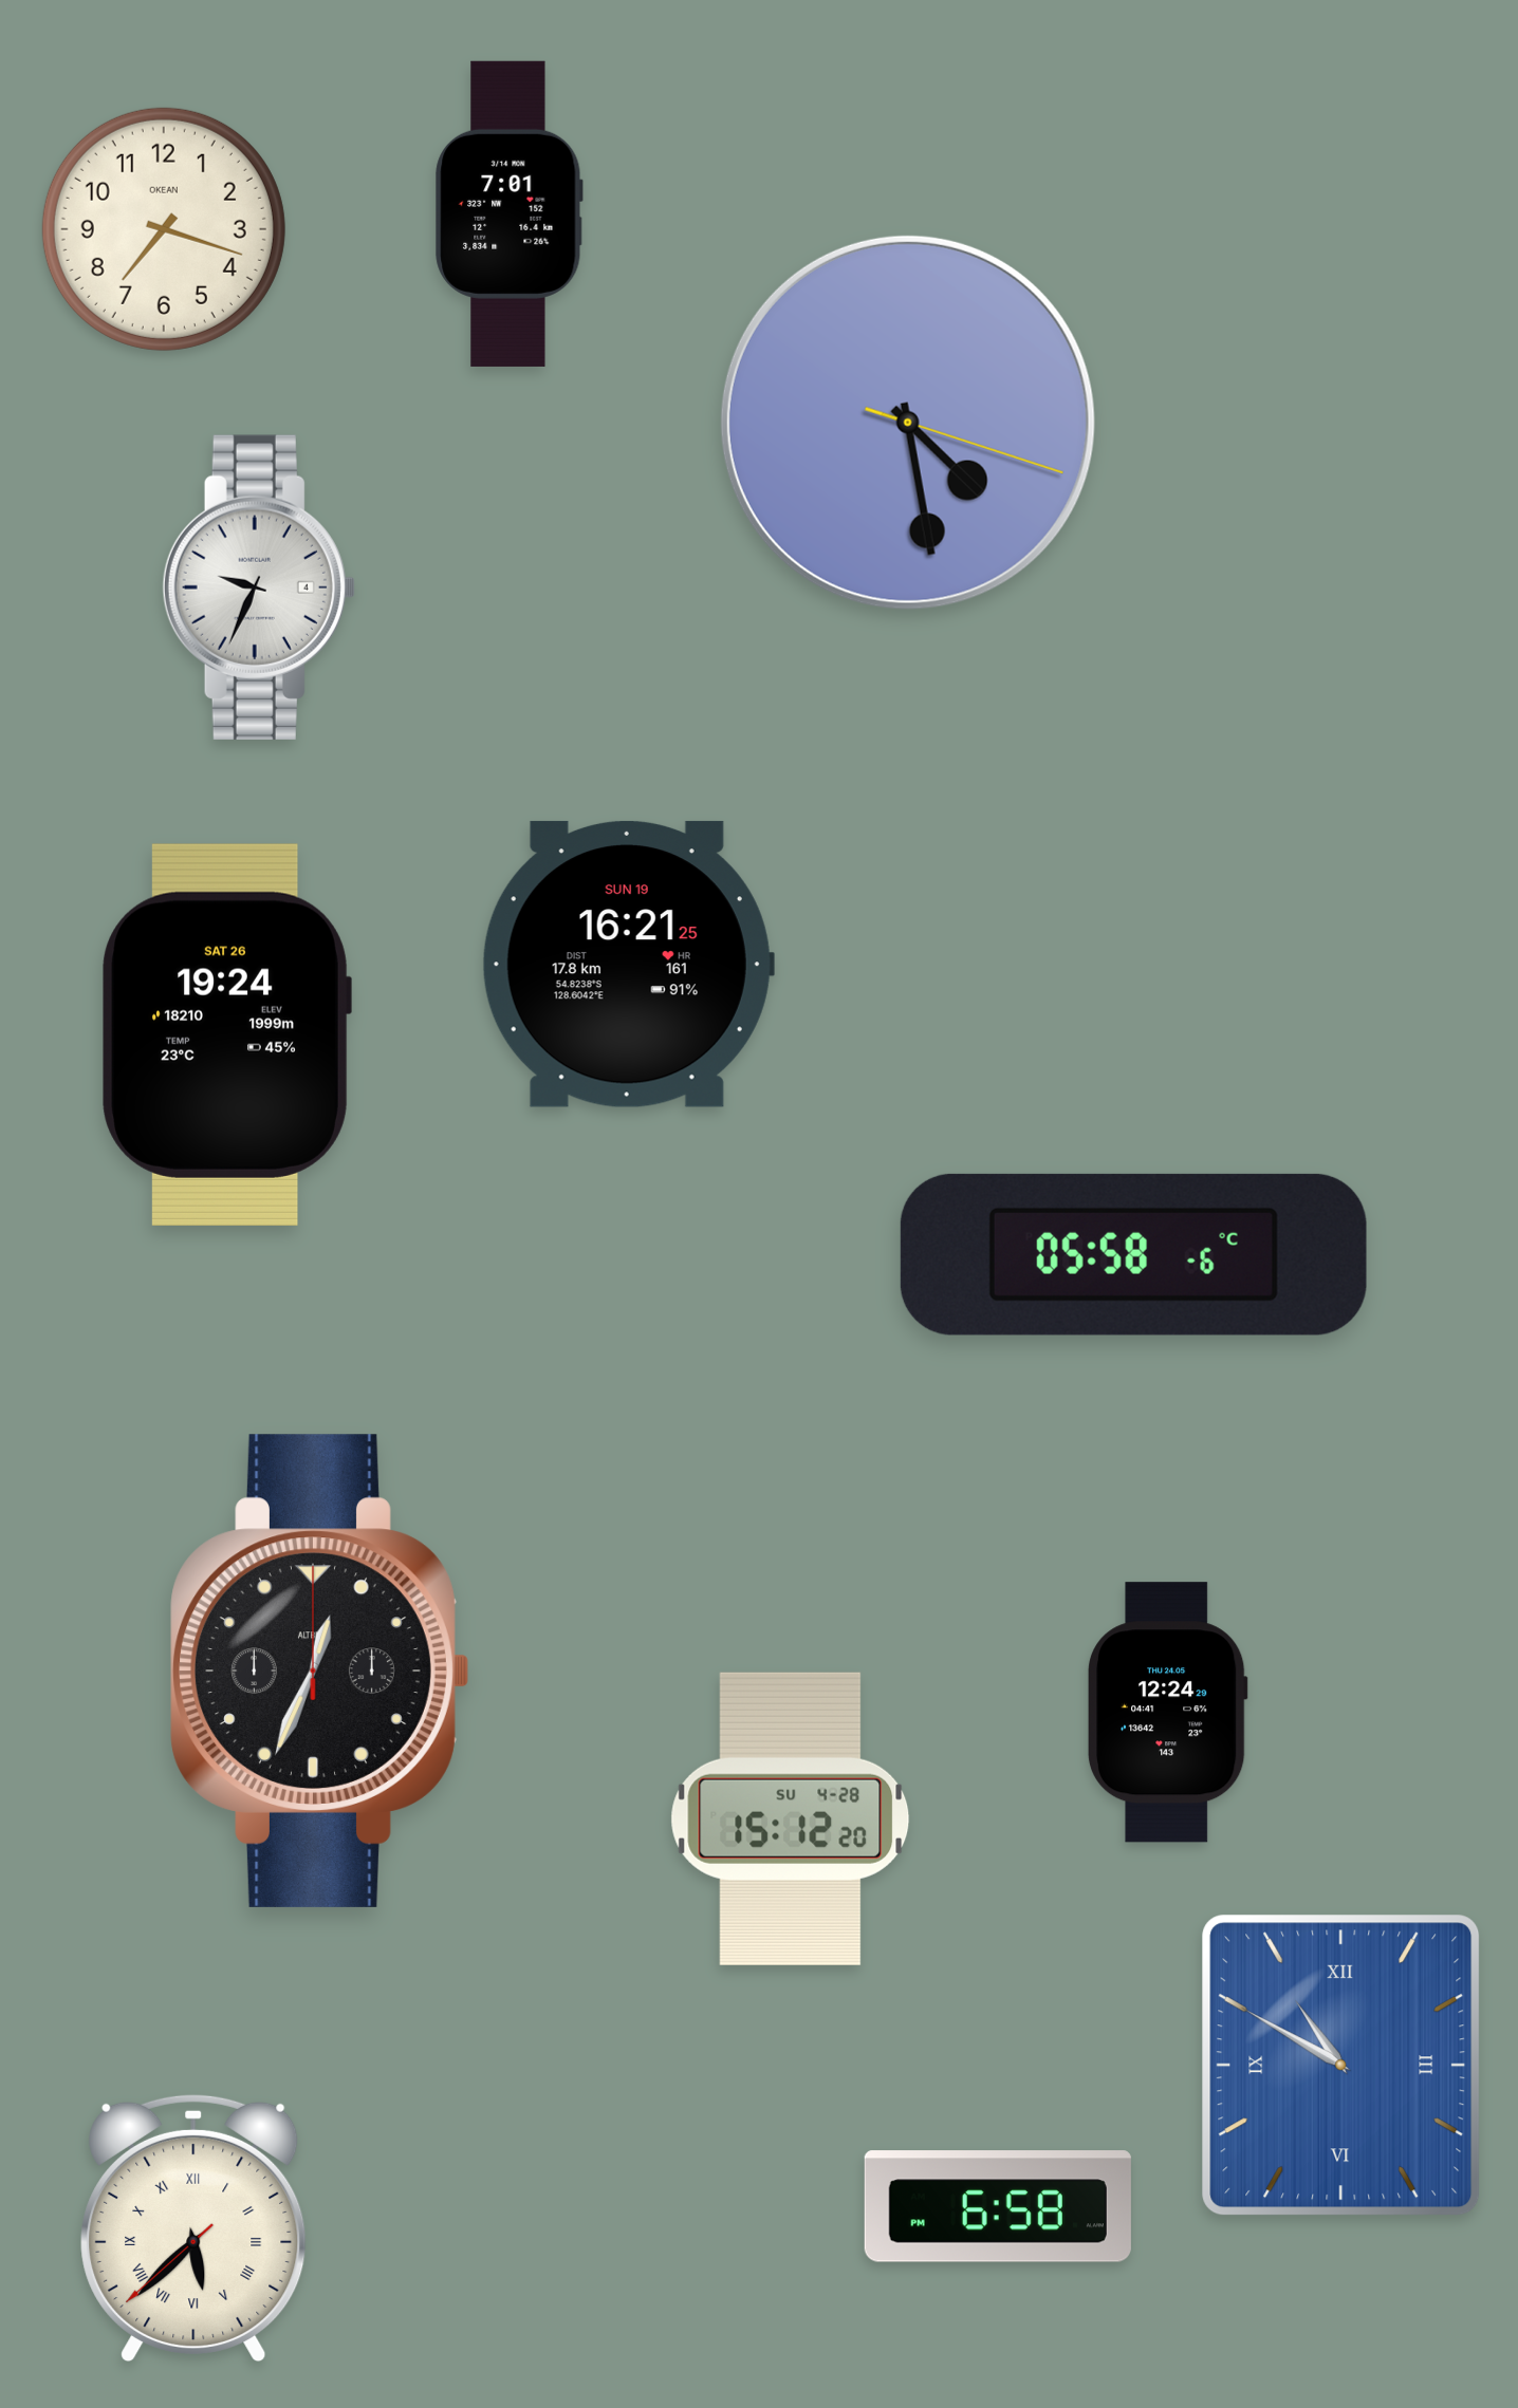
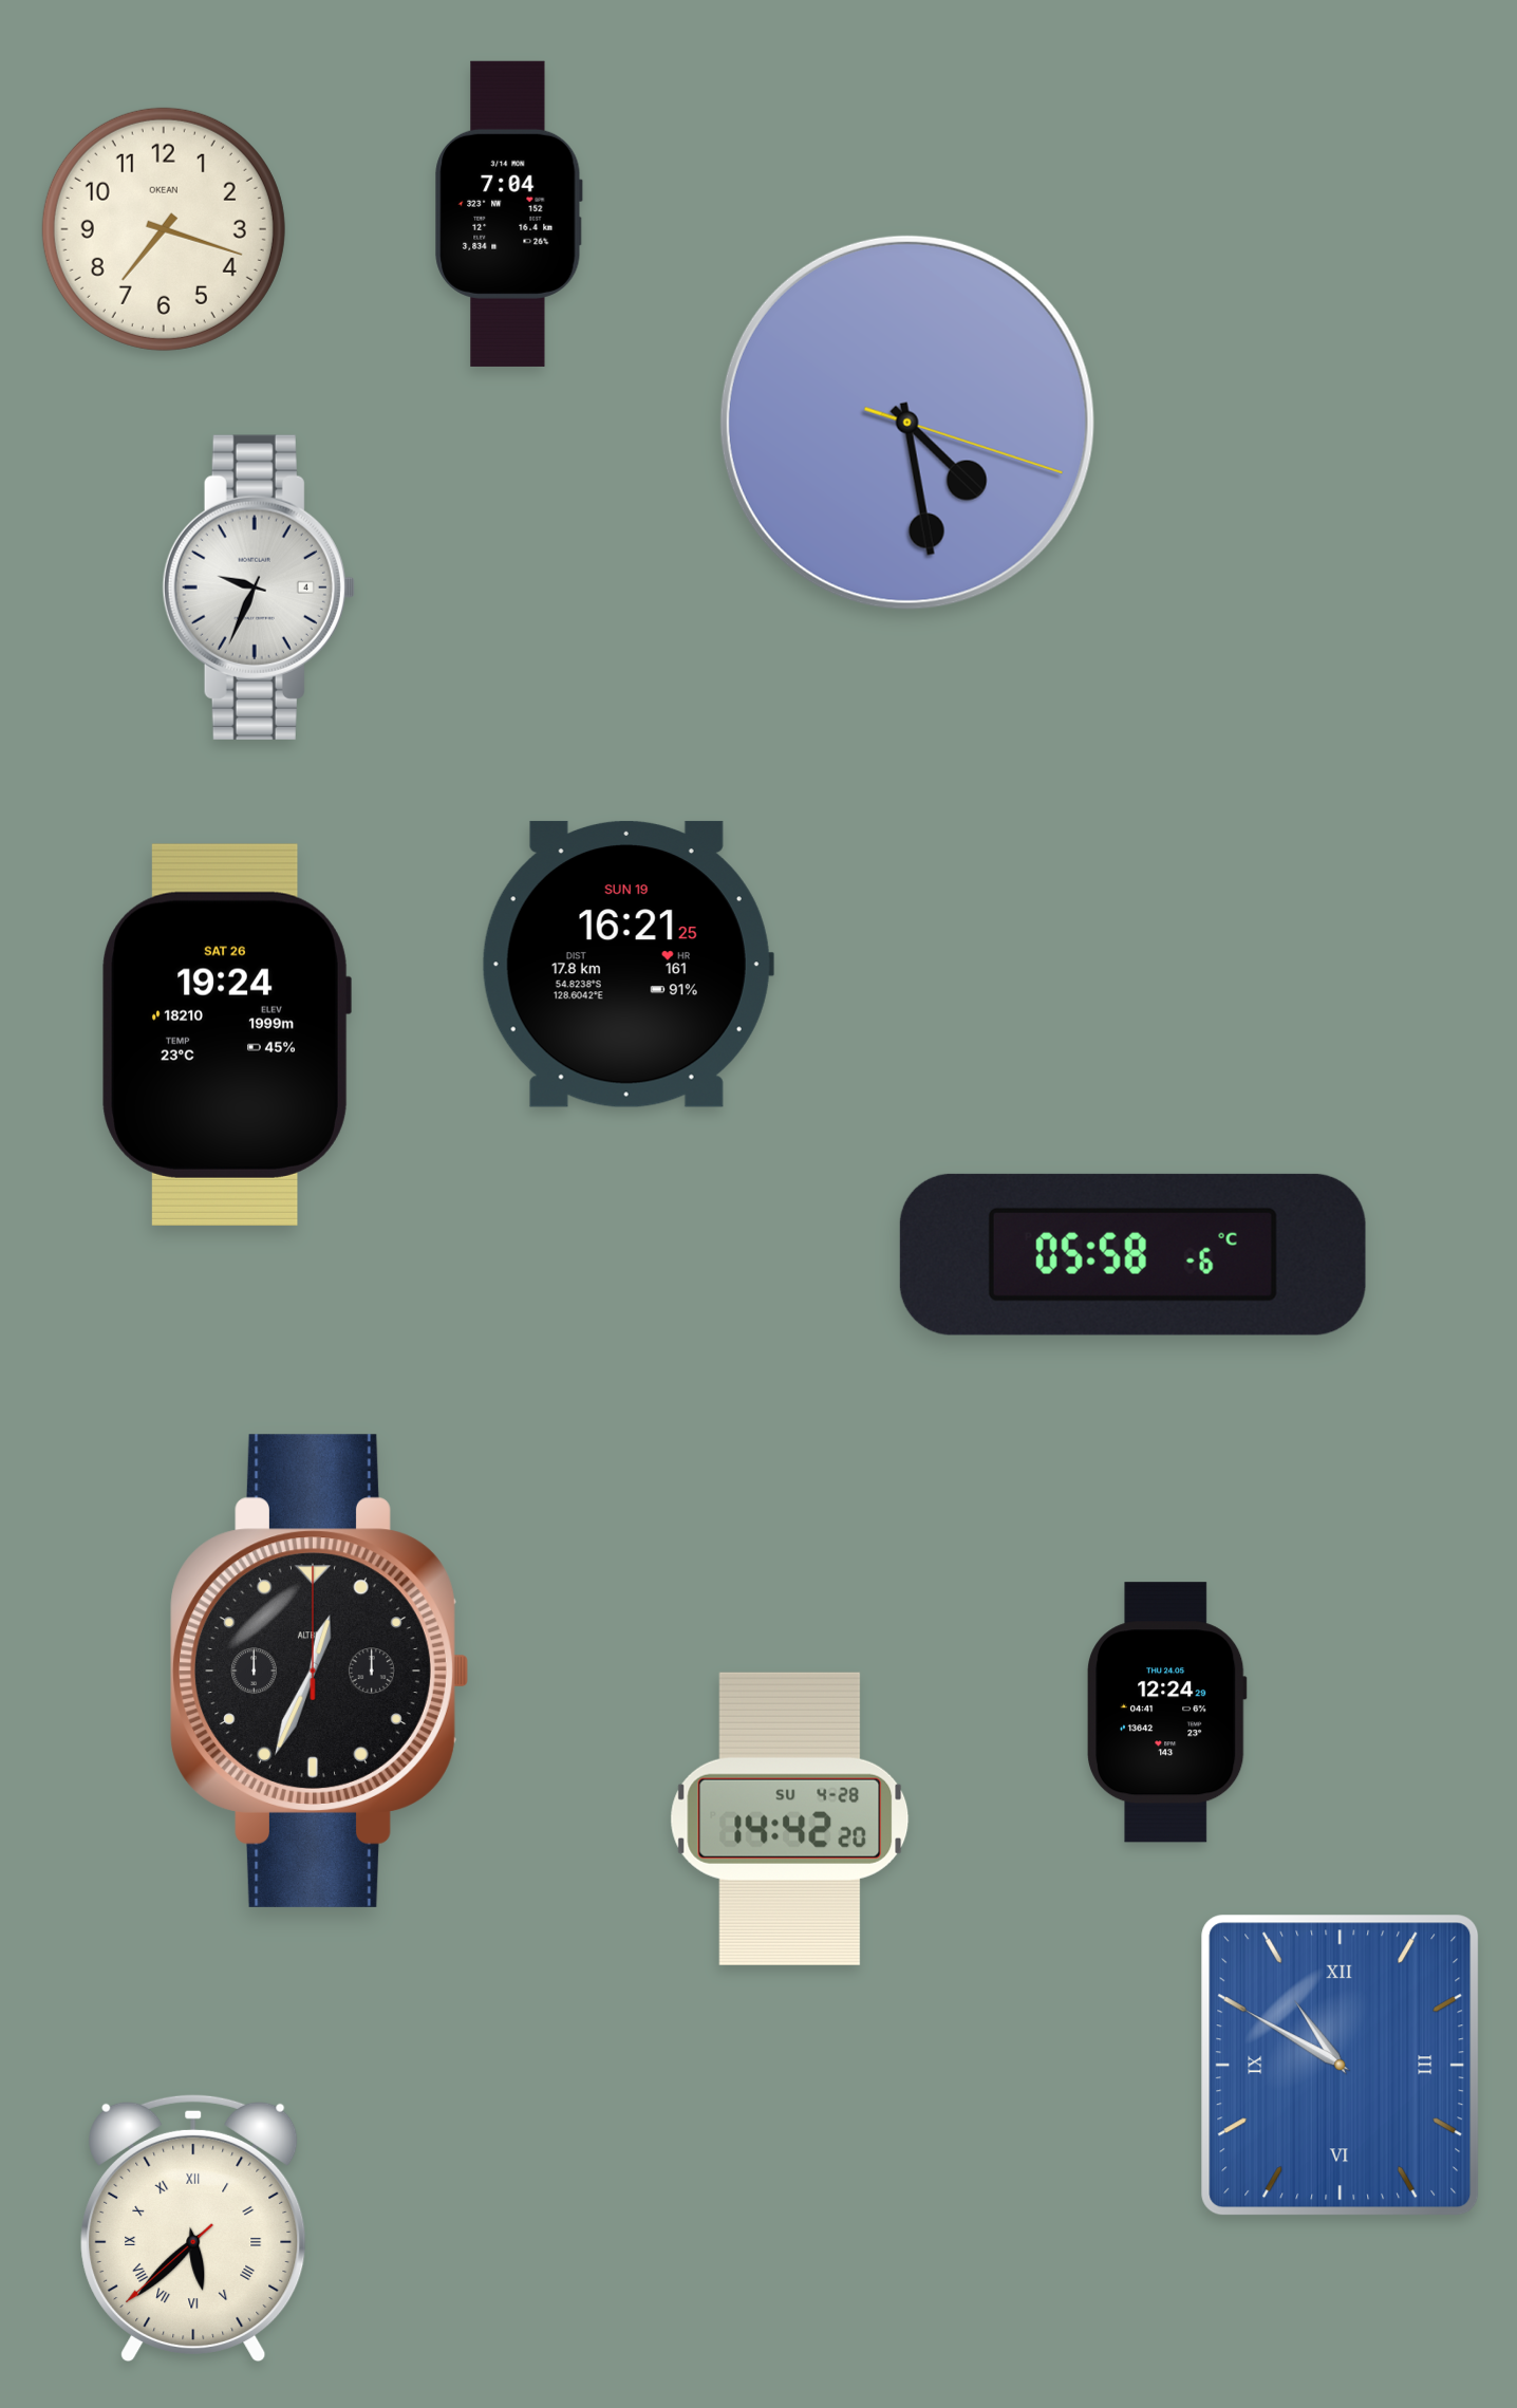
clock at (510, 213): 7:01 -> 7:04
clock at (791, 1818): 15:12 -> 14:42
clock at (998, 2206): 6:58 -> none
